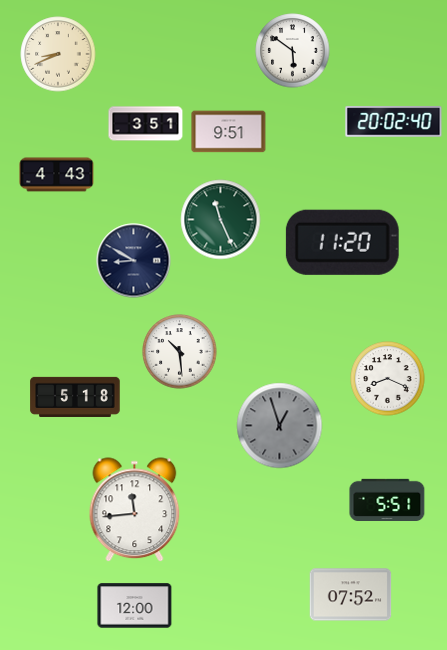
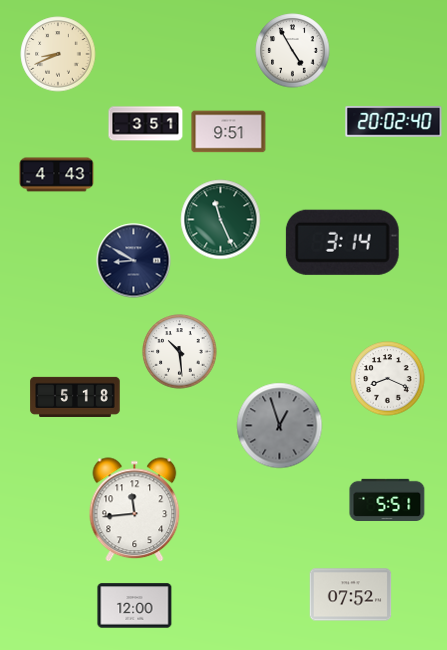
clock at (293, 51): 5:51 -> 4:55
clock at (342, 242): 11:20 -> 3:14
